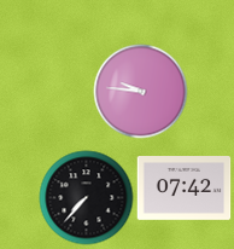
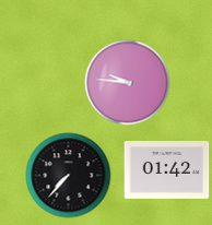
clock at (183, 189): 07:42 -> 01:42
clock at (86, 197) position: (86, 197) -> (68, 175)
